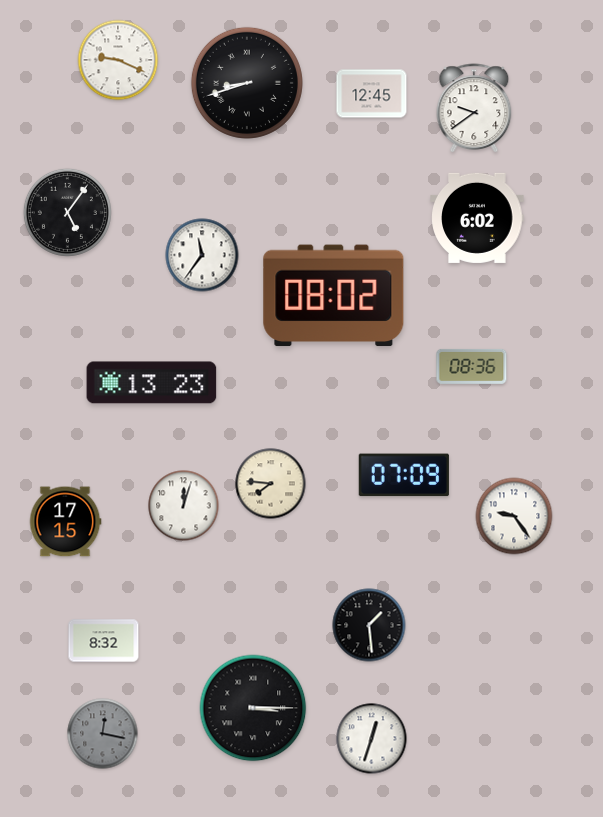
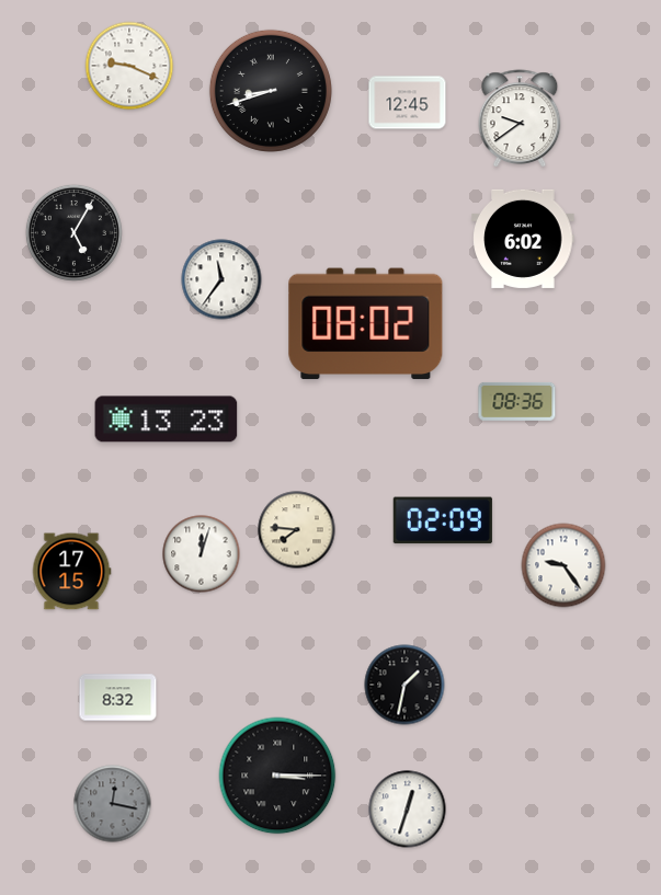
clock at (67, 212): 5:06 -> 5:05
clock at (404, 475): 07:09 -> 02:09
clock at (369, 625): 1:29 -> 1:32
clock at (104, 641) position: (104, 641) -> (118, 698)
